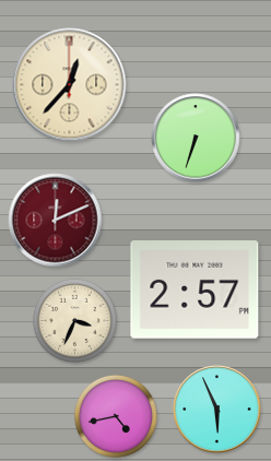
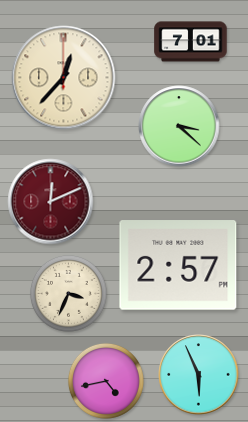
clock at (191, 42): none -> 7:01
clock at (196, 138): 6:33 -> 3:22
